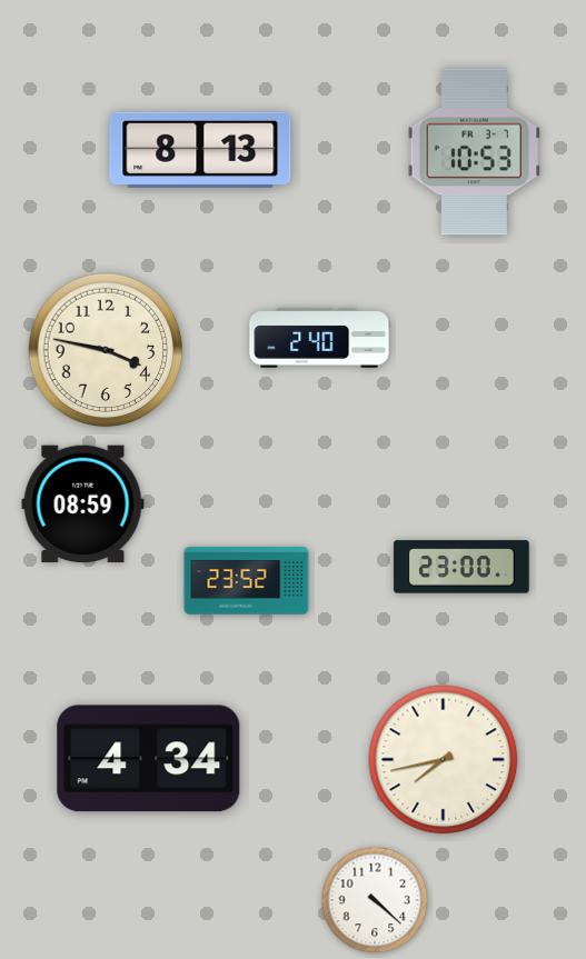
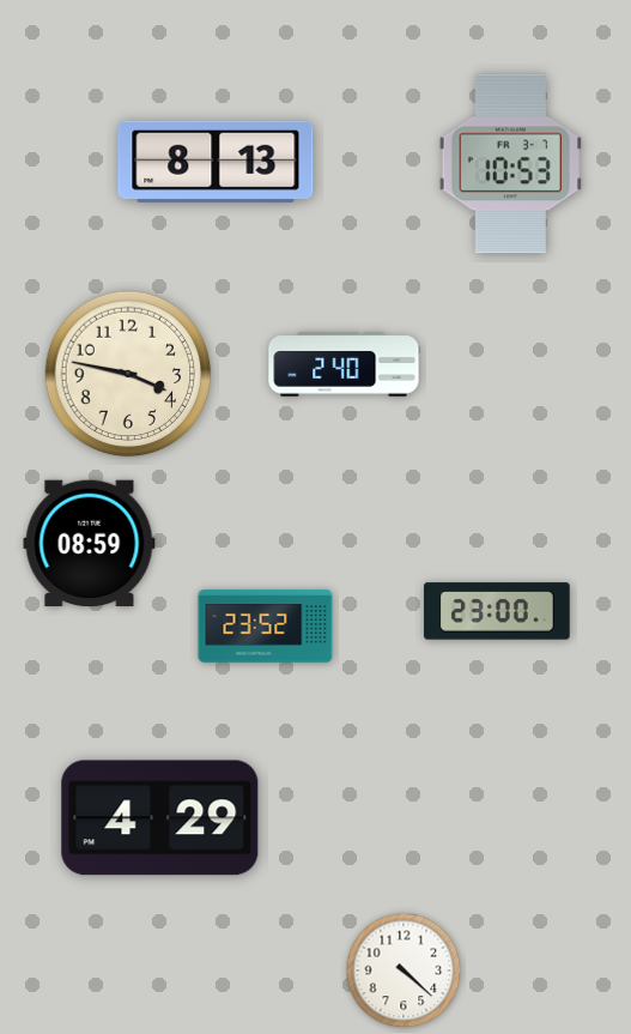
clock at (106, 350) position: (106, 350) -> (128, 374)
clock at (149, 759): 4:34 -> 4:29
clock at (444, 760): 7:43 -> none
